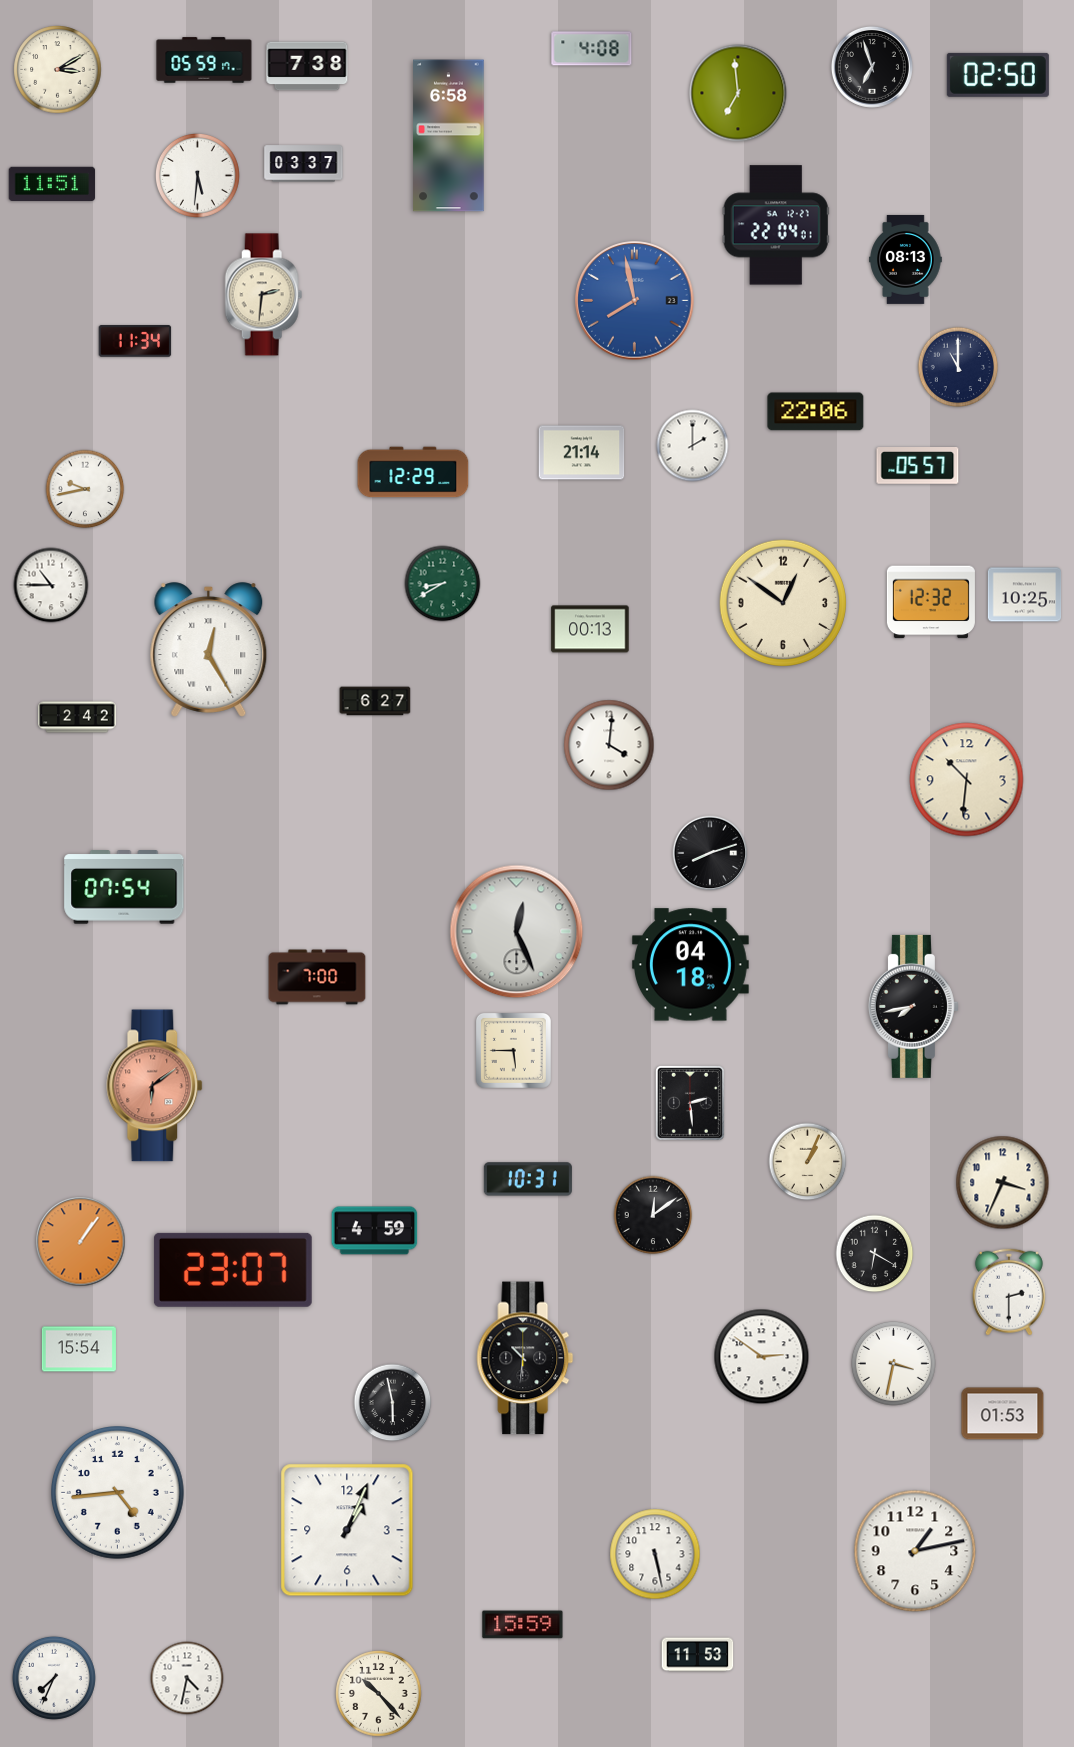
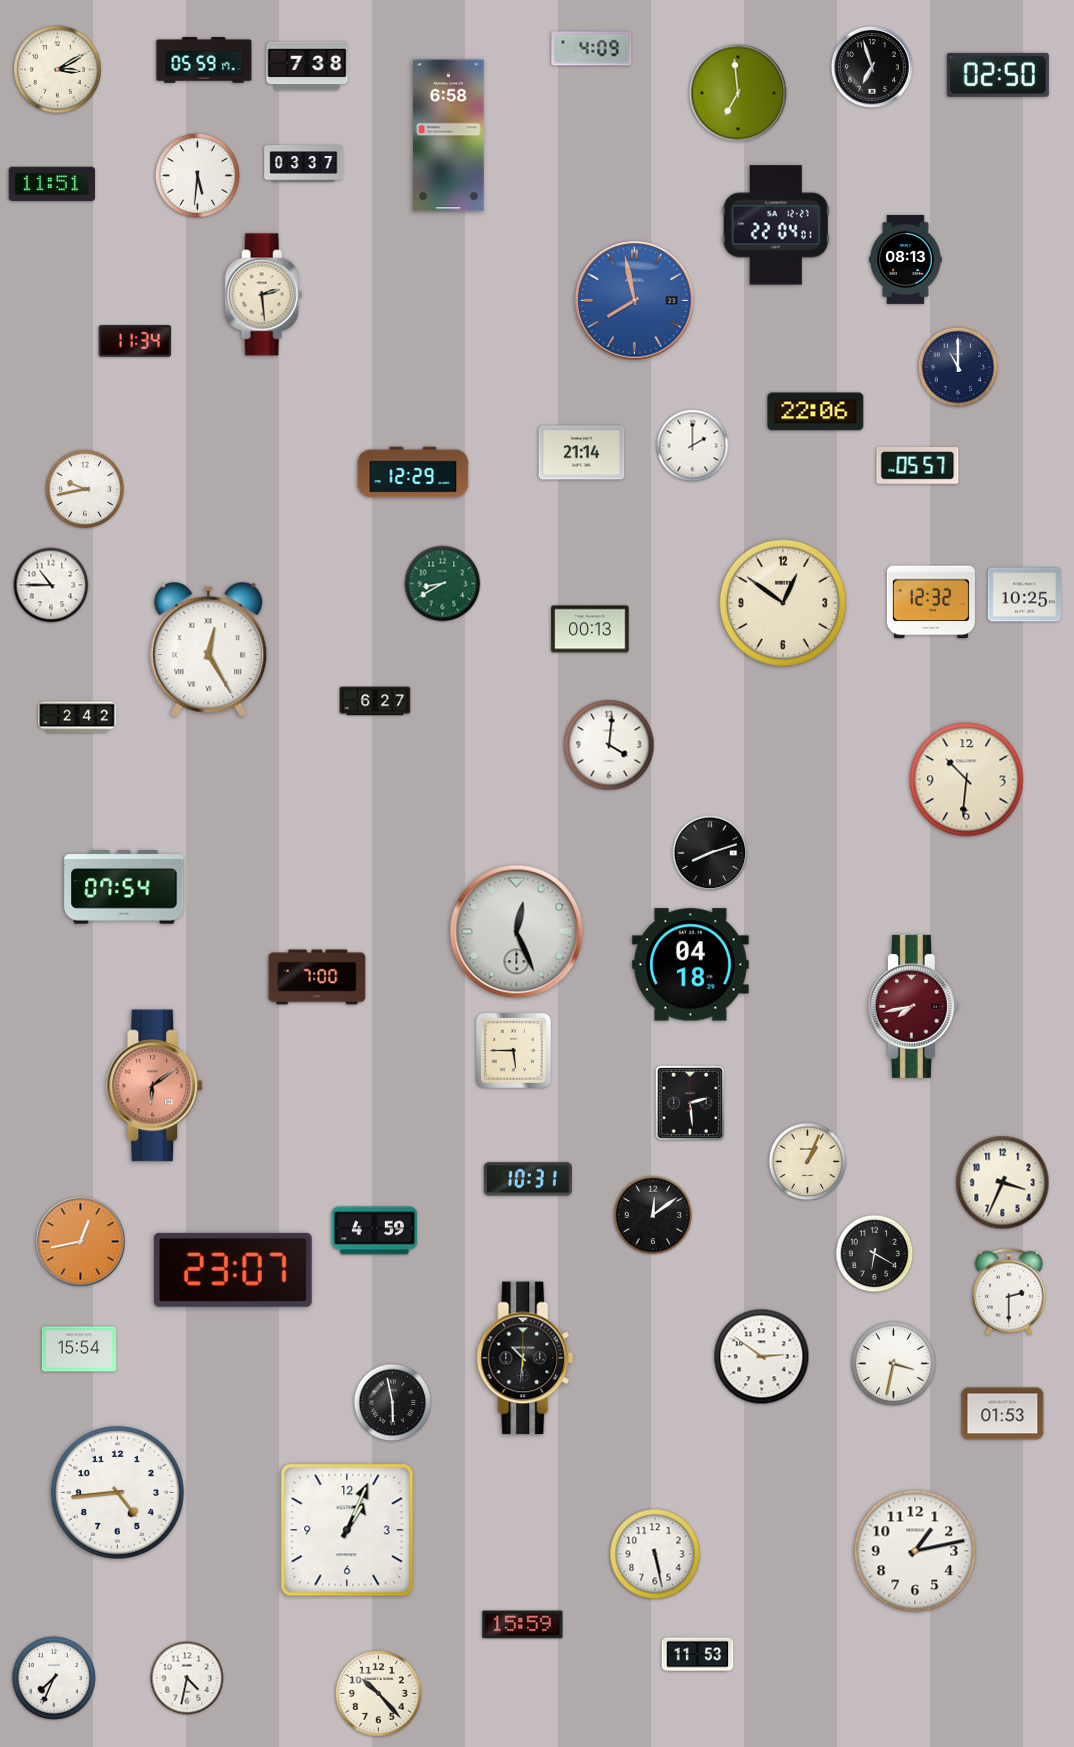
clock at (592, 49): 4:08 -> 4:09
clock at (264, 295): 2:31 -> 2:29
clock at (913, 1006) dial: black -> burgundy
clock at (81, 1242): 1:06 -> 12:43
